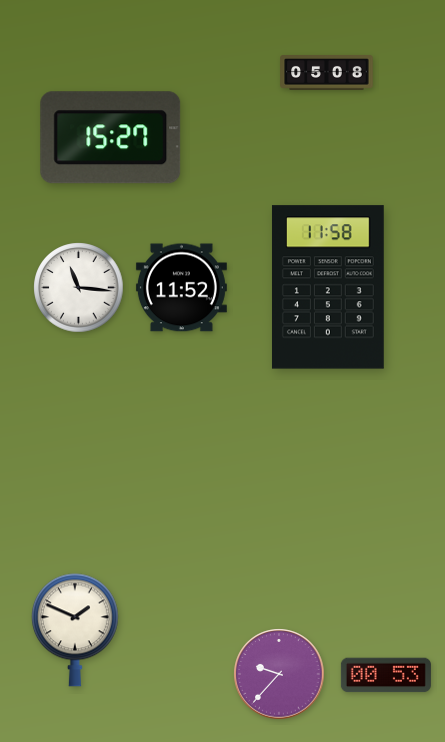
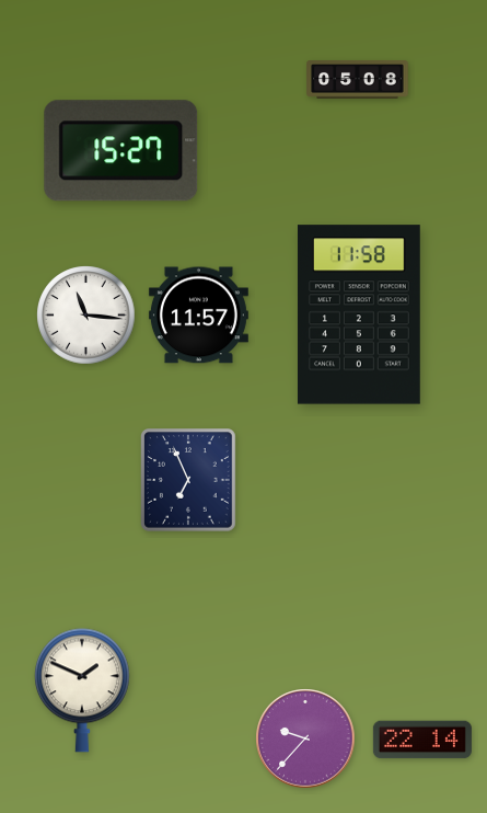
clock at (181, 288): 11:52 -> 11:57
clock at (189, 480): none -> 6:56
clock at (386, 675): 00:53 -> 22:14
